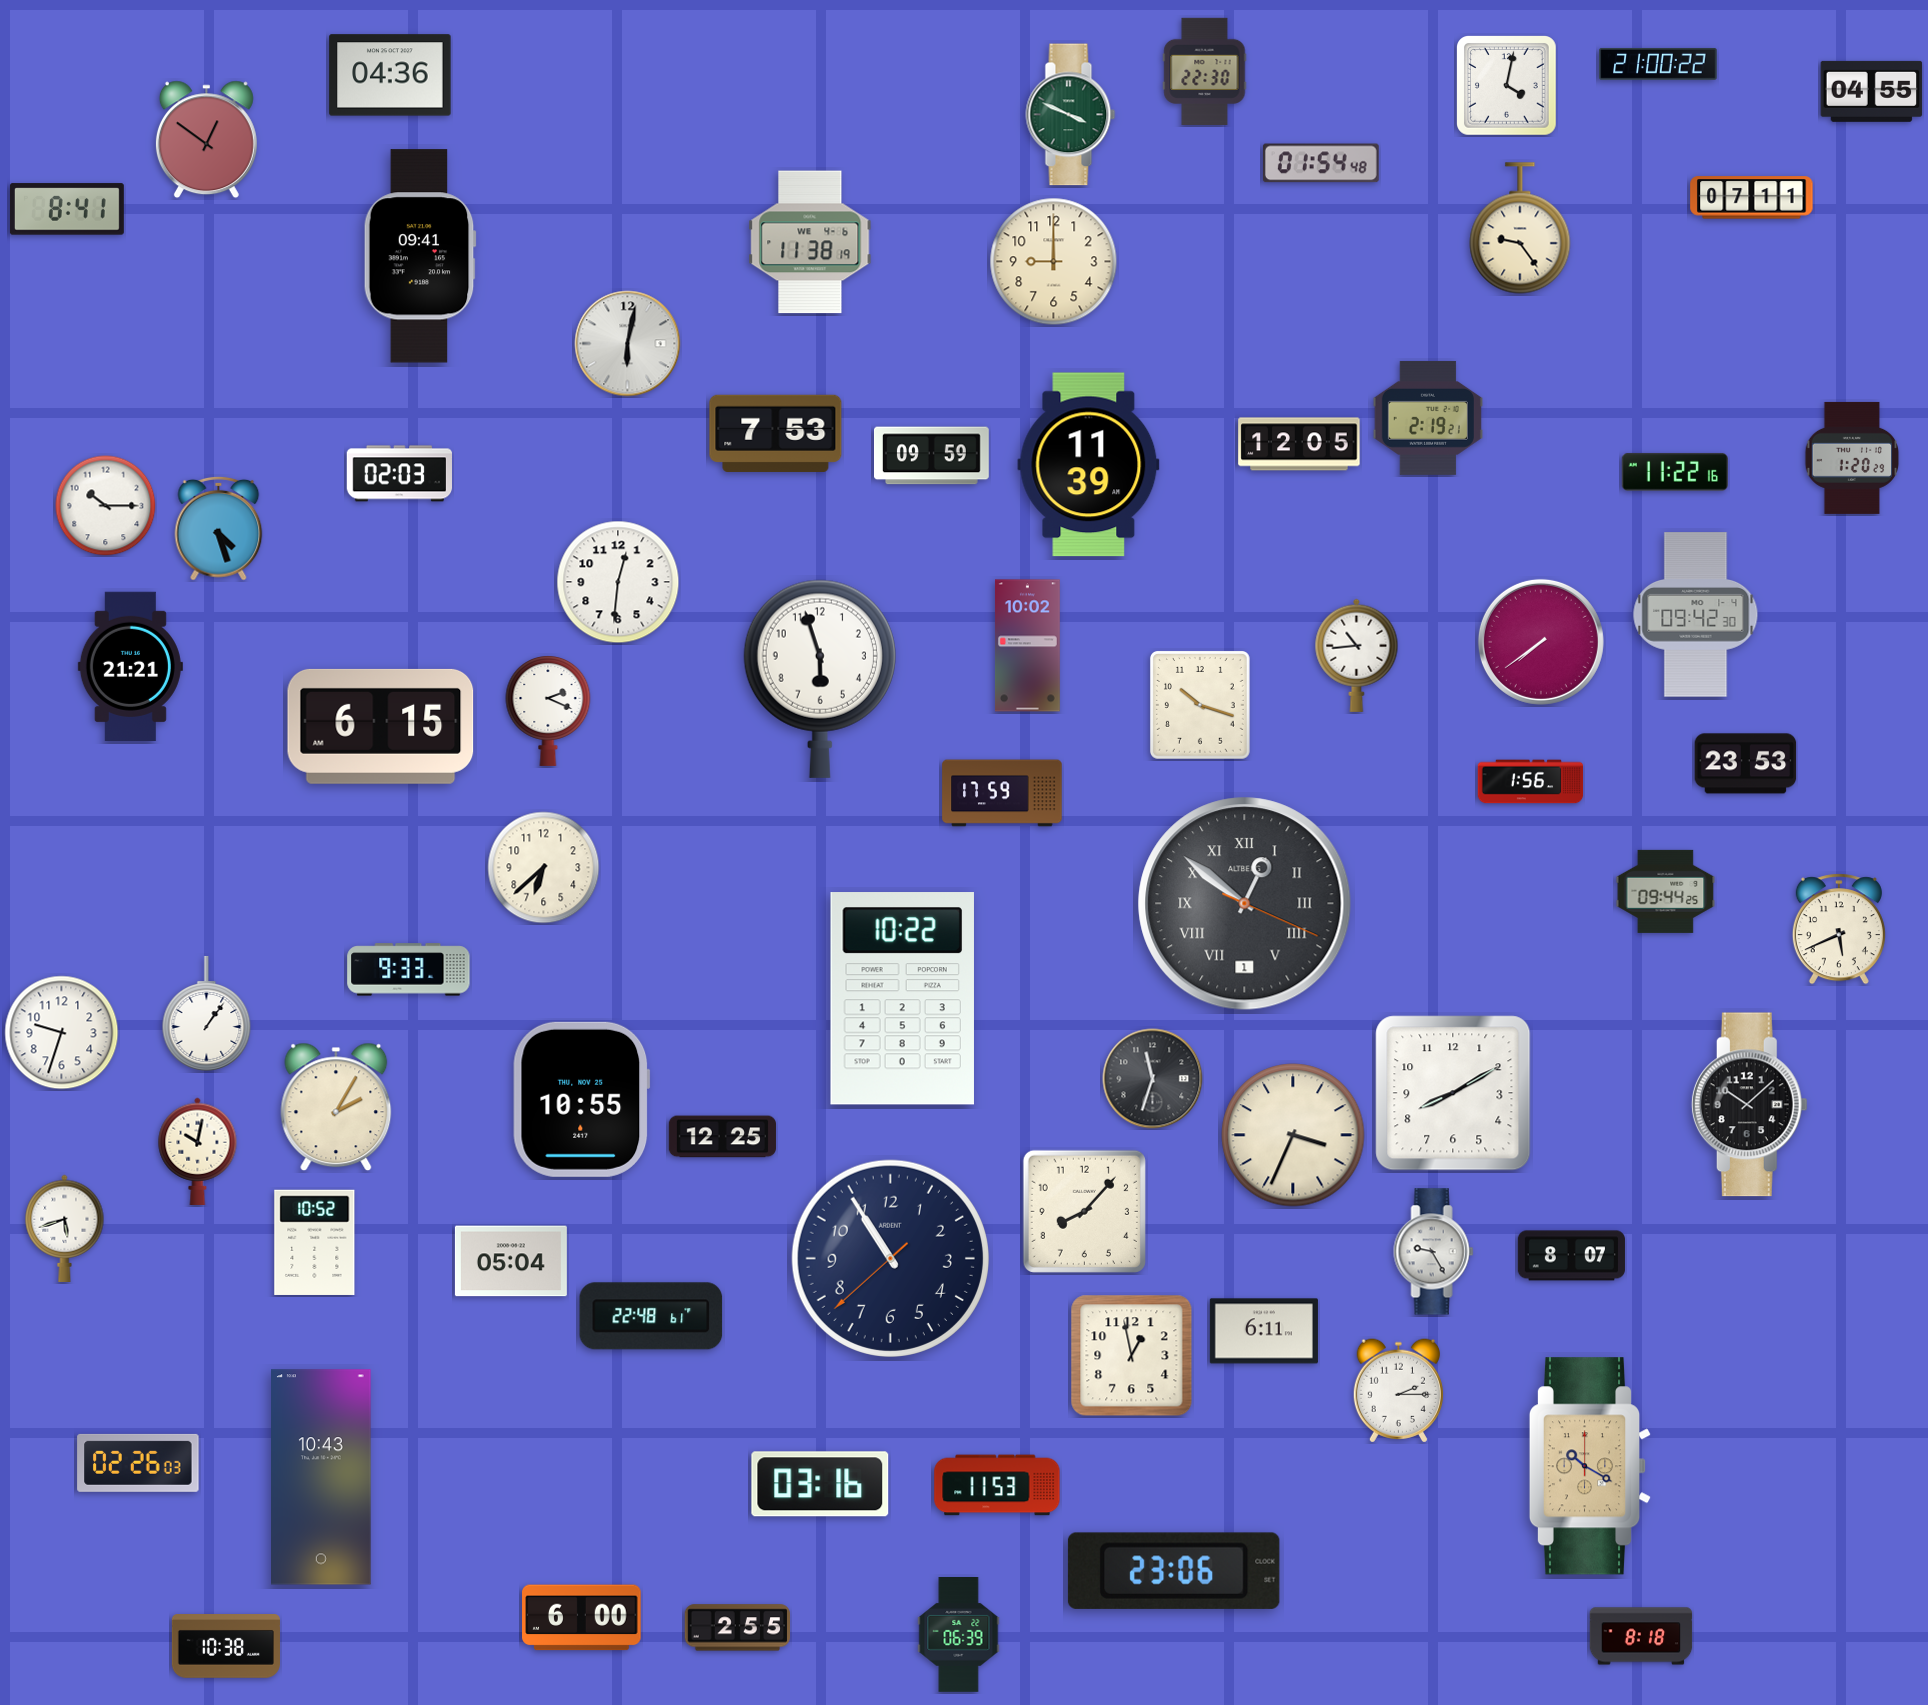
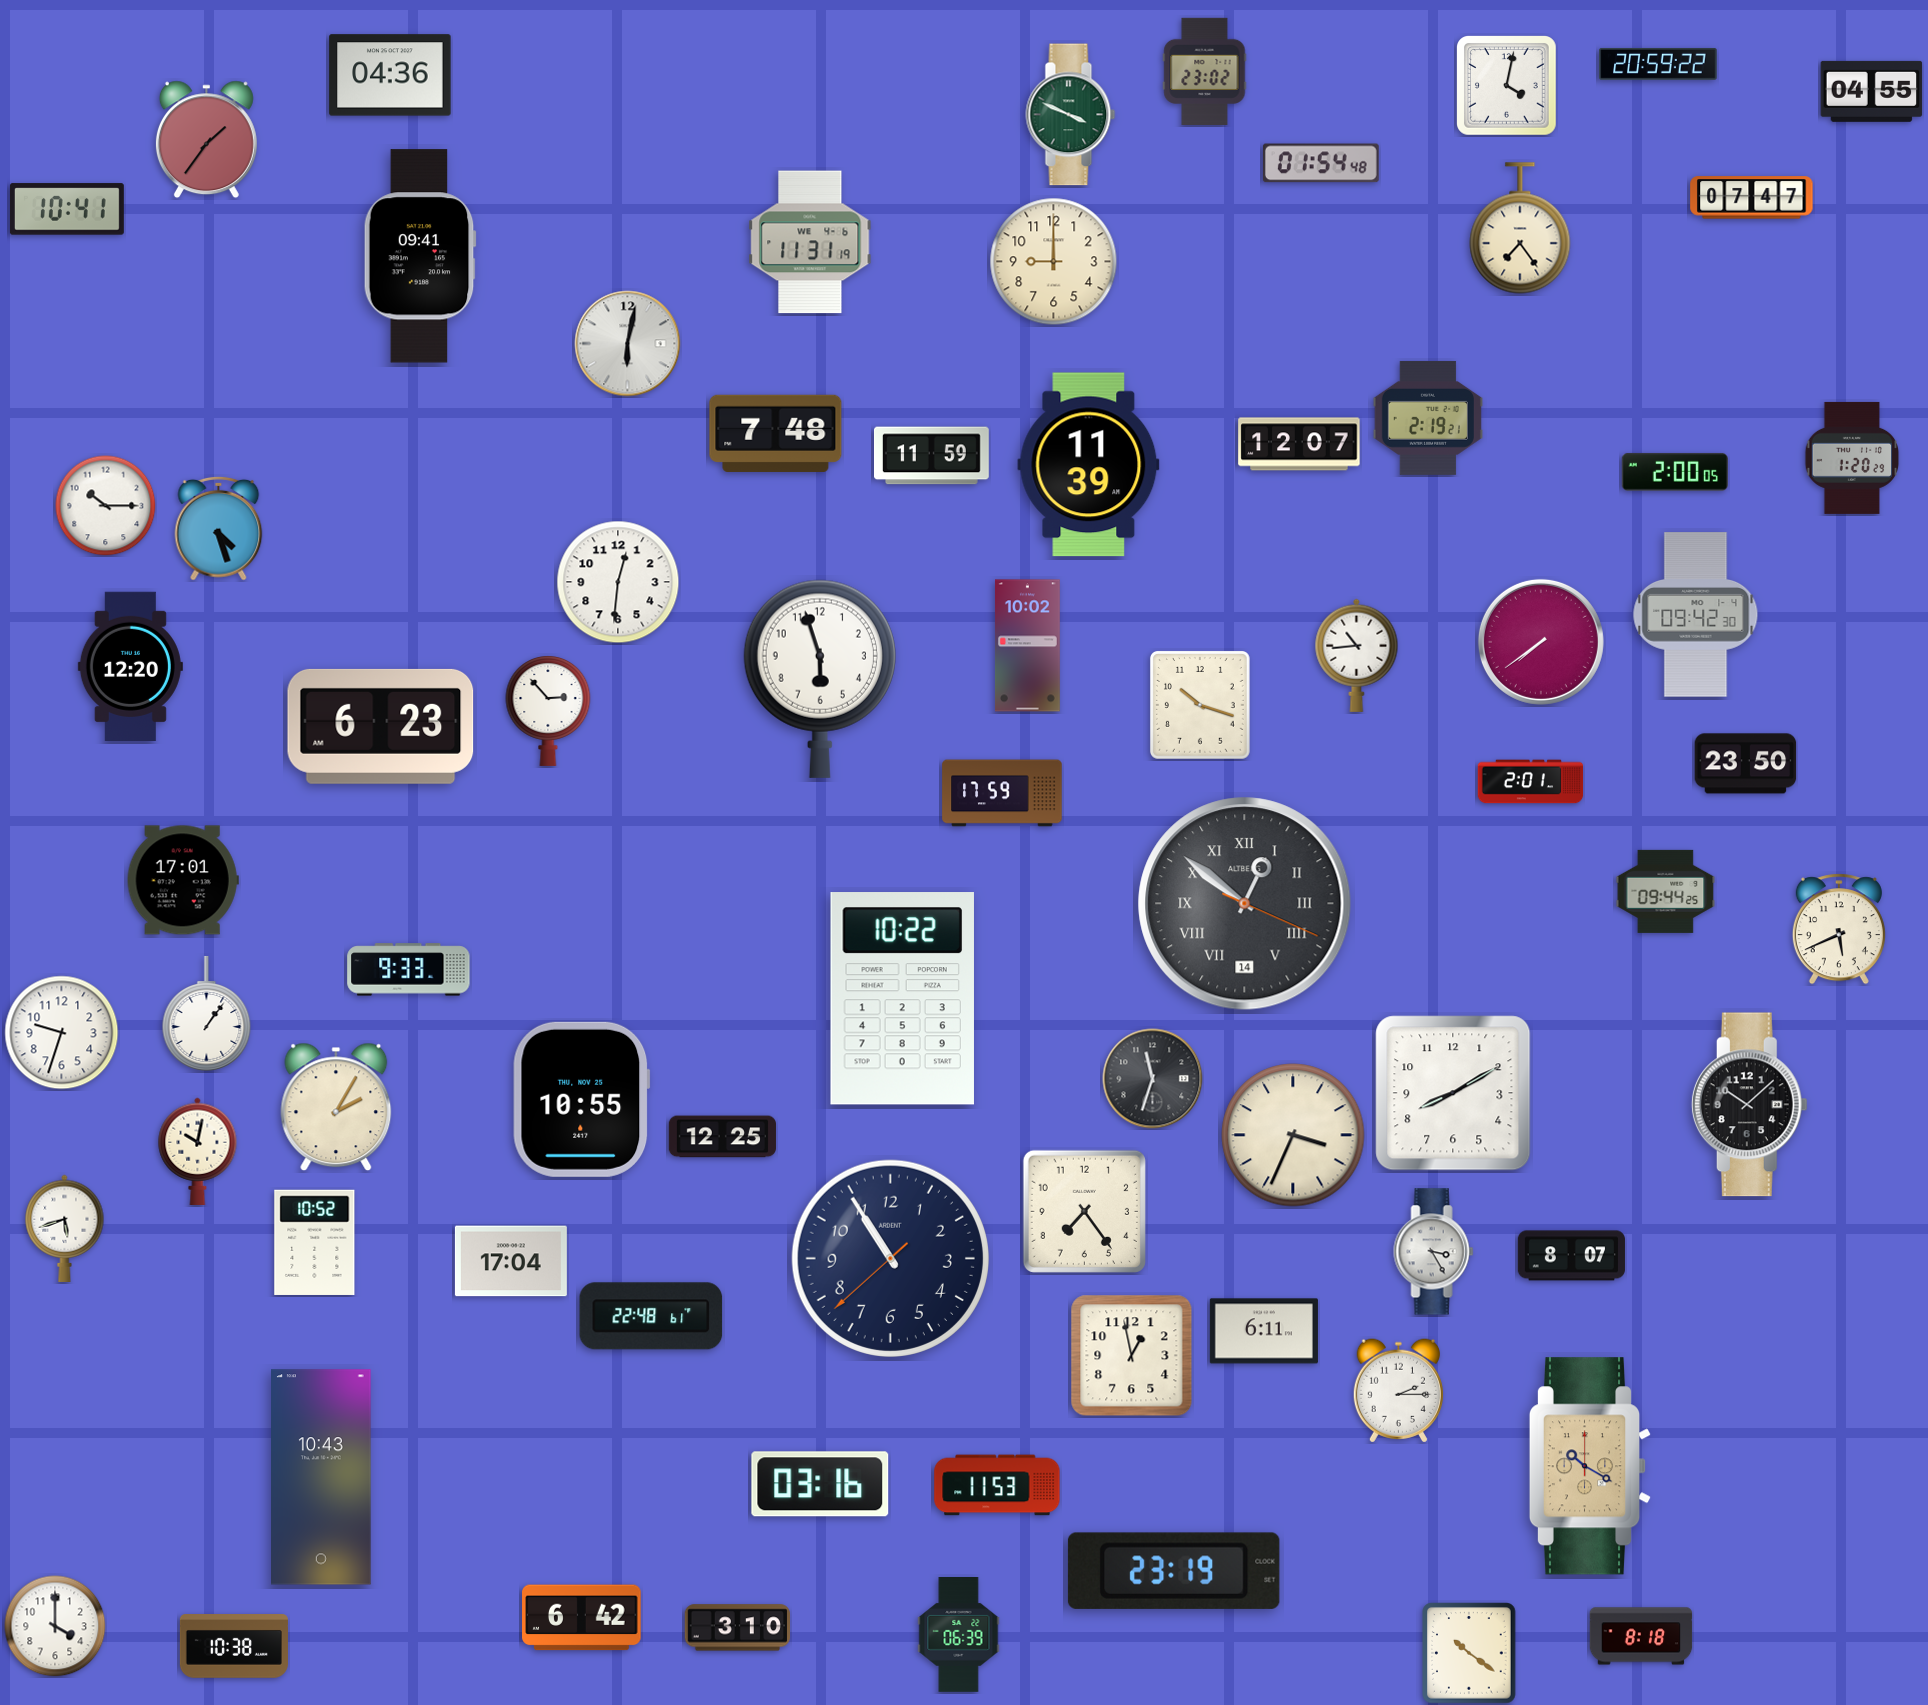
clock at (1658, 64): 21:00 -> 20:59
clock at (1205, 71): 22:30 -> 23:02
clock at (206, 140): 12:51 -> 1:36
clock at (1752, 198): 07:11 -> 07:47
clock at (67, 209): 8:41 -> 10:41
clock at (1520, 228): 9:24 -> 7:24
clock at (810, 242): 11:38 -> 11:31
clock at (776, 433): 7:53 -> 7:48
clock at (1299, 444): 12:05 -> 12:07
clock at (932, 456): 09:59 -> 11:59
clock at (1675, 472): 11:22 -> 2:00
clock at (399, 474): 02:03 -> none
clock at (130, 666): 21:21 -> 12:20
clock at (548, 711): 2:19 -> 2:53
clock at (381, 726): 6:15 -> 6:23
clock at (1746, 764): 23:53 -> 23:50
clock at (1531, 782): 1:56 -> 2:01
clock at (544, 868): 6:38 -> none
clock at (183, 880): none -> 17:01
clock at (1245, 904) date: 1 -> 14
clock at (1084, 1211): 8:07 -> 7:24
clock at (1434, 1252): 9:25 -> 3:25
clock at (511, 1261): 05:04 -> 17:04
clock at (138, 1463): 02:26 -> none
clock at (1174, 1571): 23:06 -> 23:19
clock at (582, 1618): 6:00 -> 6:42
clock at (55, 1626): none -> 4:00
clock at (737, 1628): 2:55 -> 3:10
clock at (226, 1646) position: (226, 1646) -> (234, 1646)
clock at (1470, 1653): none -> 10:21
